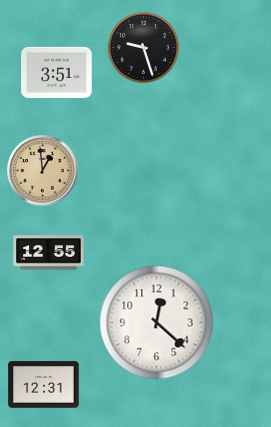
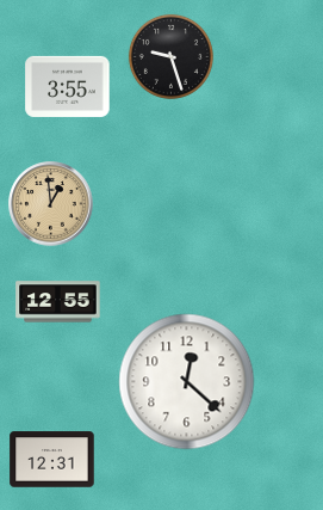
clock at (57, 72): 3:51 -> 3:55
clock at (157, 323) position: (157, 323) -> (187, 382)
